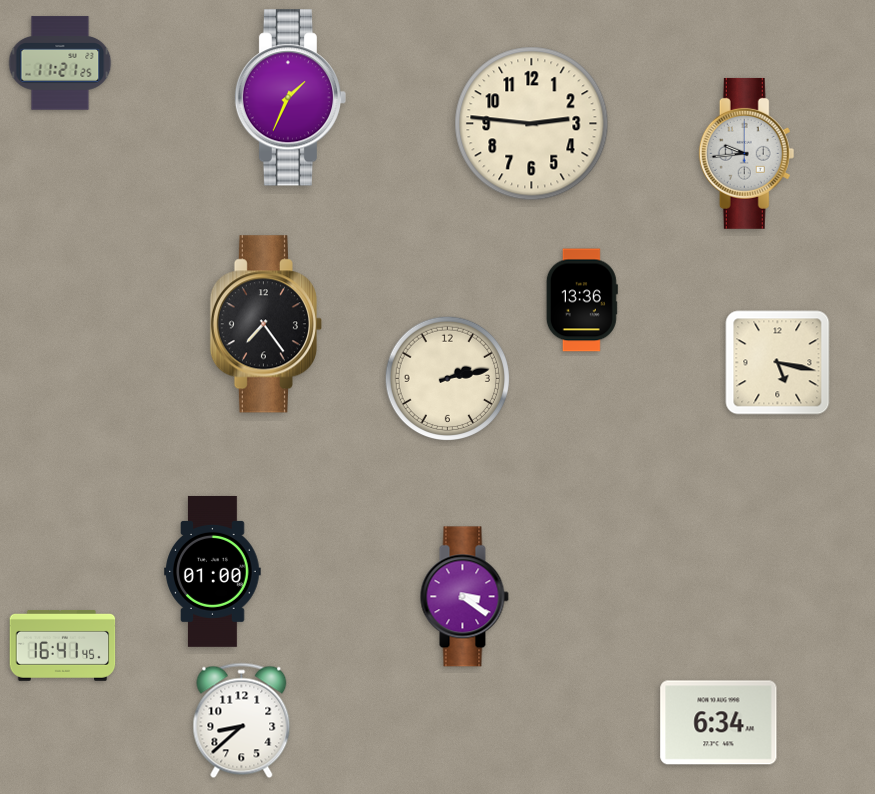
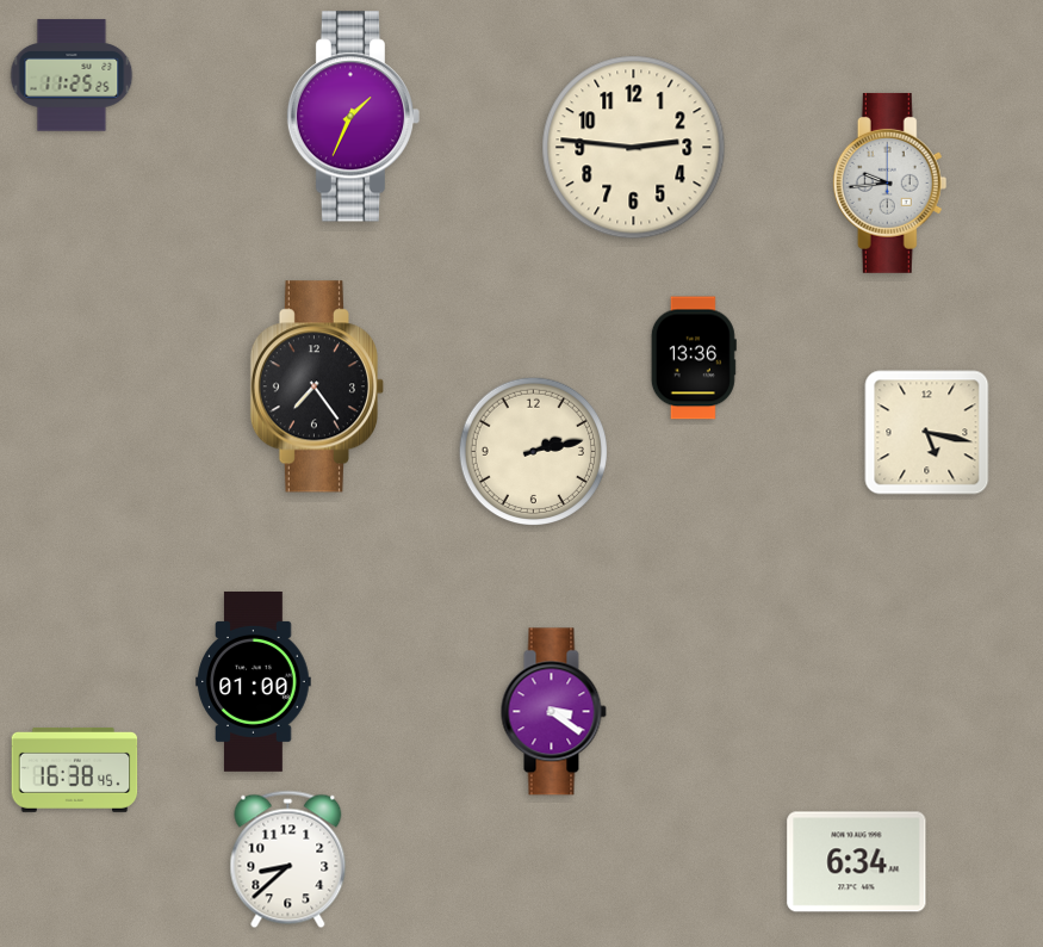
clock at (60, 63): 11:21 -> 11:25
clock at (291, 98) position: (291, 98) -> (354, 117)
clock at (63, 645): 16:41 -> 16:38
